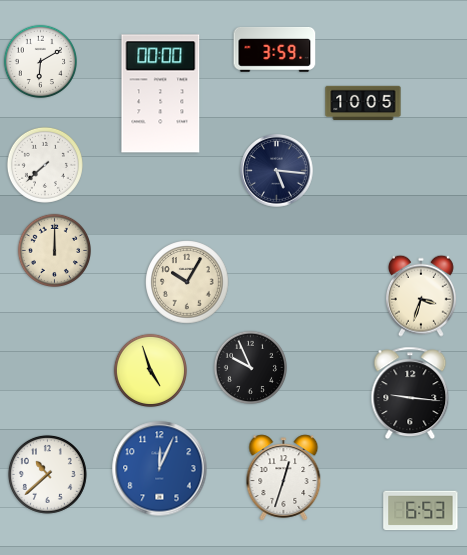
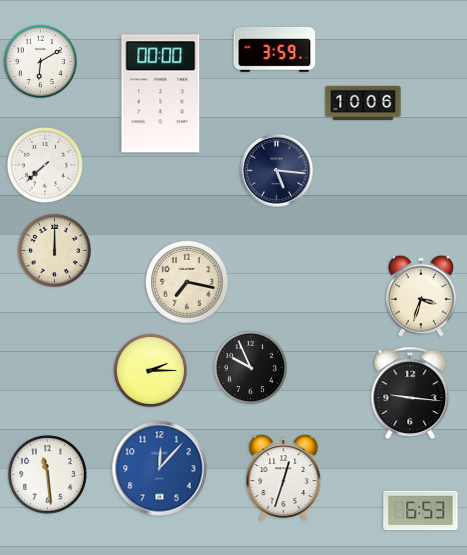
clock at (363, 103): 10:05 -> 10:06
clock at (187, 282): 10:05 -> 7:17
clock at (150, 370): 4:57 -> 2:15
clock at (160, 469): 12:04 -> 12:07
clock at (47, 474): 10:38 -> 11:29
